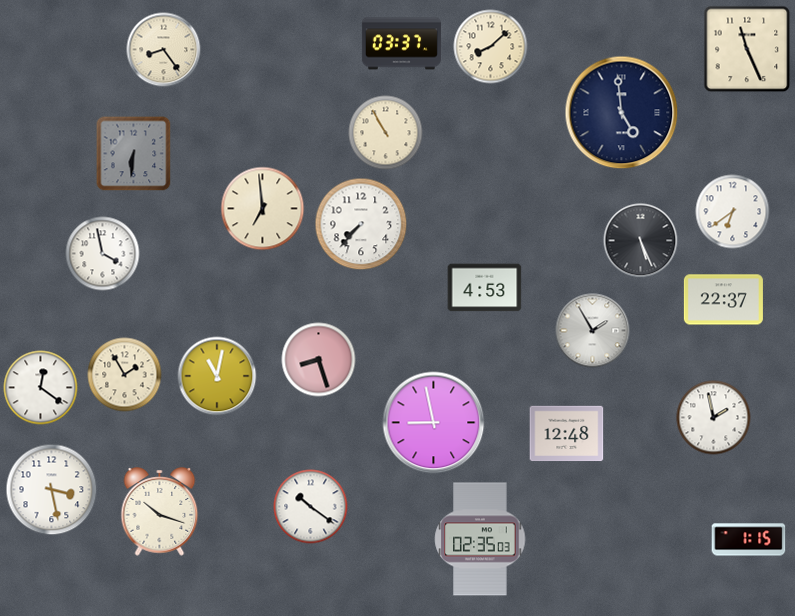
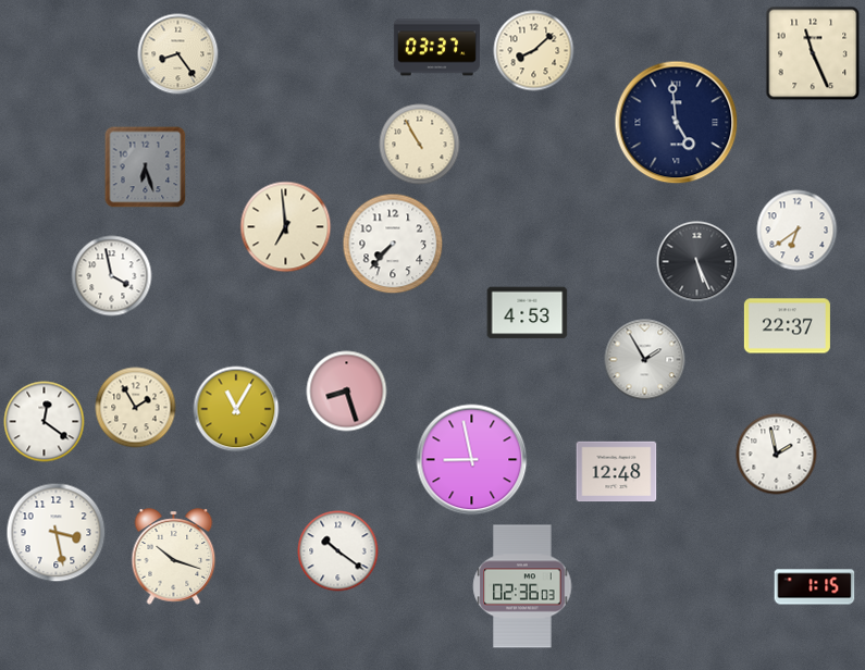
clock at (134, 154): 6:31 -> 6:27
clock at (217, 376): 11:02 -> 11:05
clock at (480, 539): 02:35 -> 02:36
